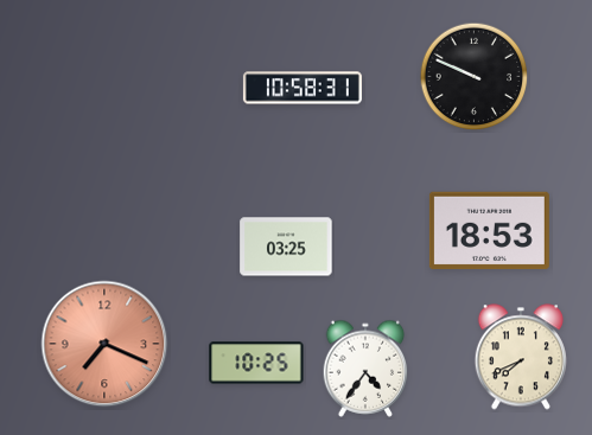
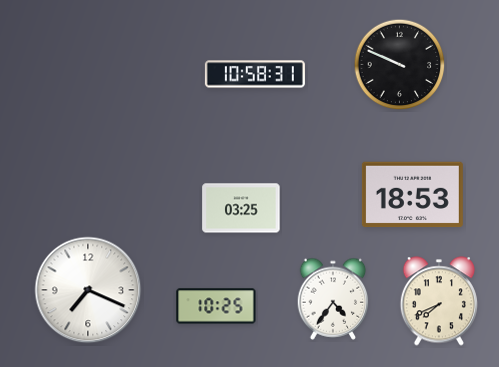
clock at (104, 344) dial: salmon -> white
clock at (365, 369) position: (365, 369) -> (333, 299)
